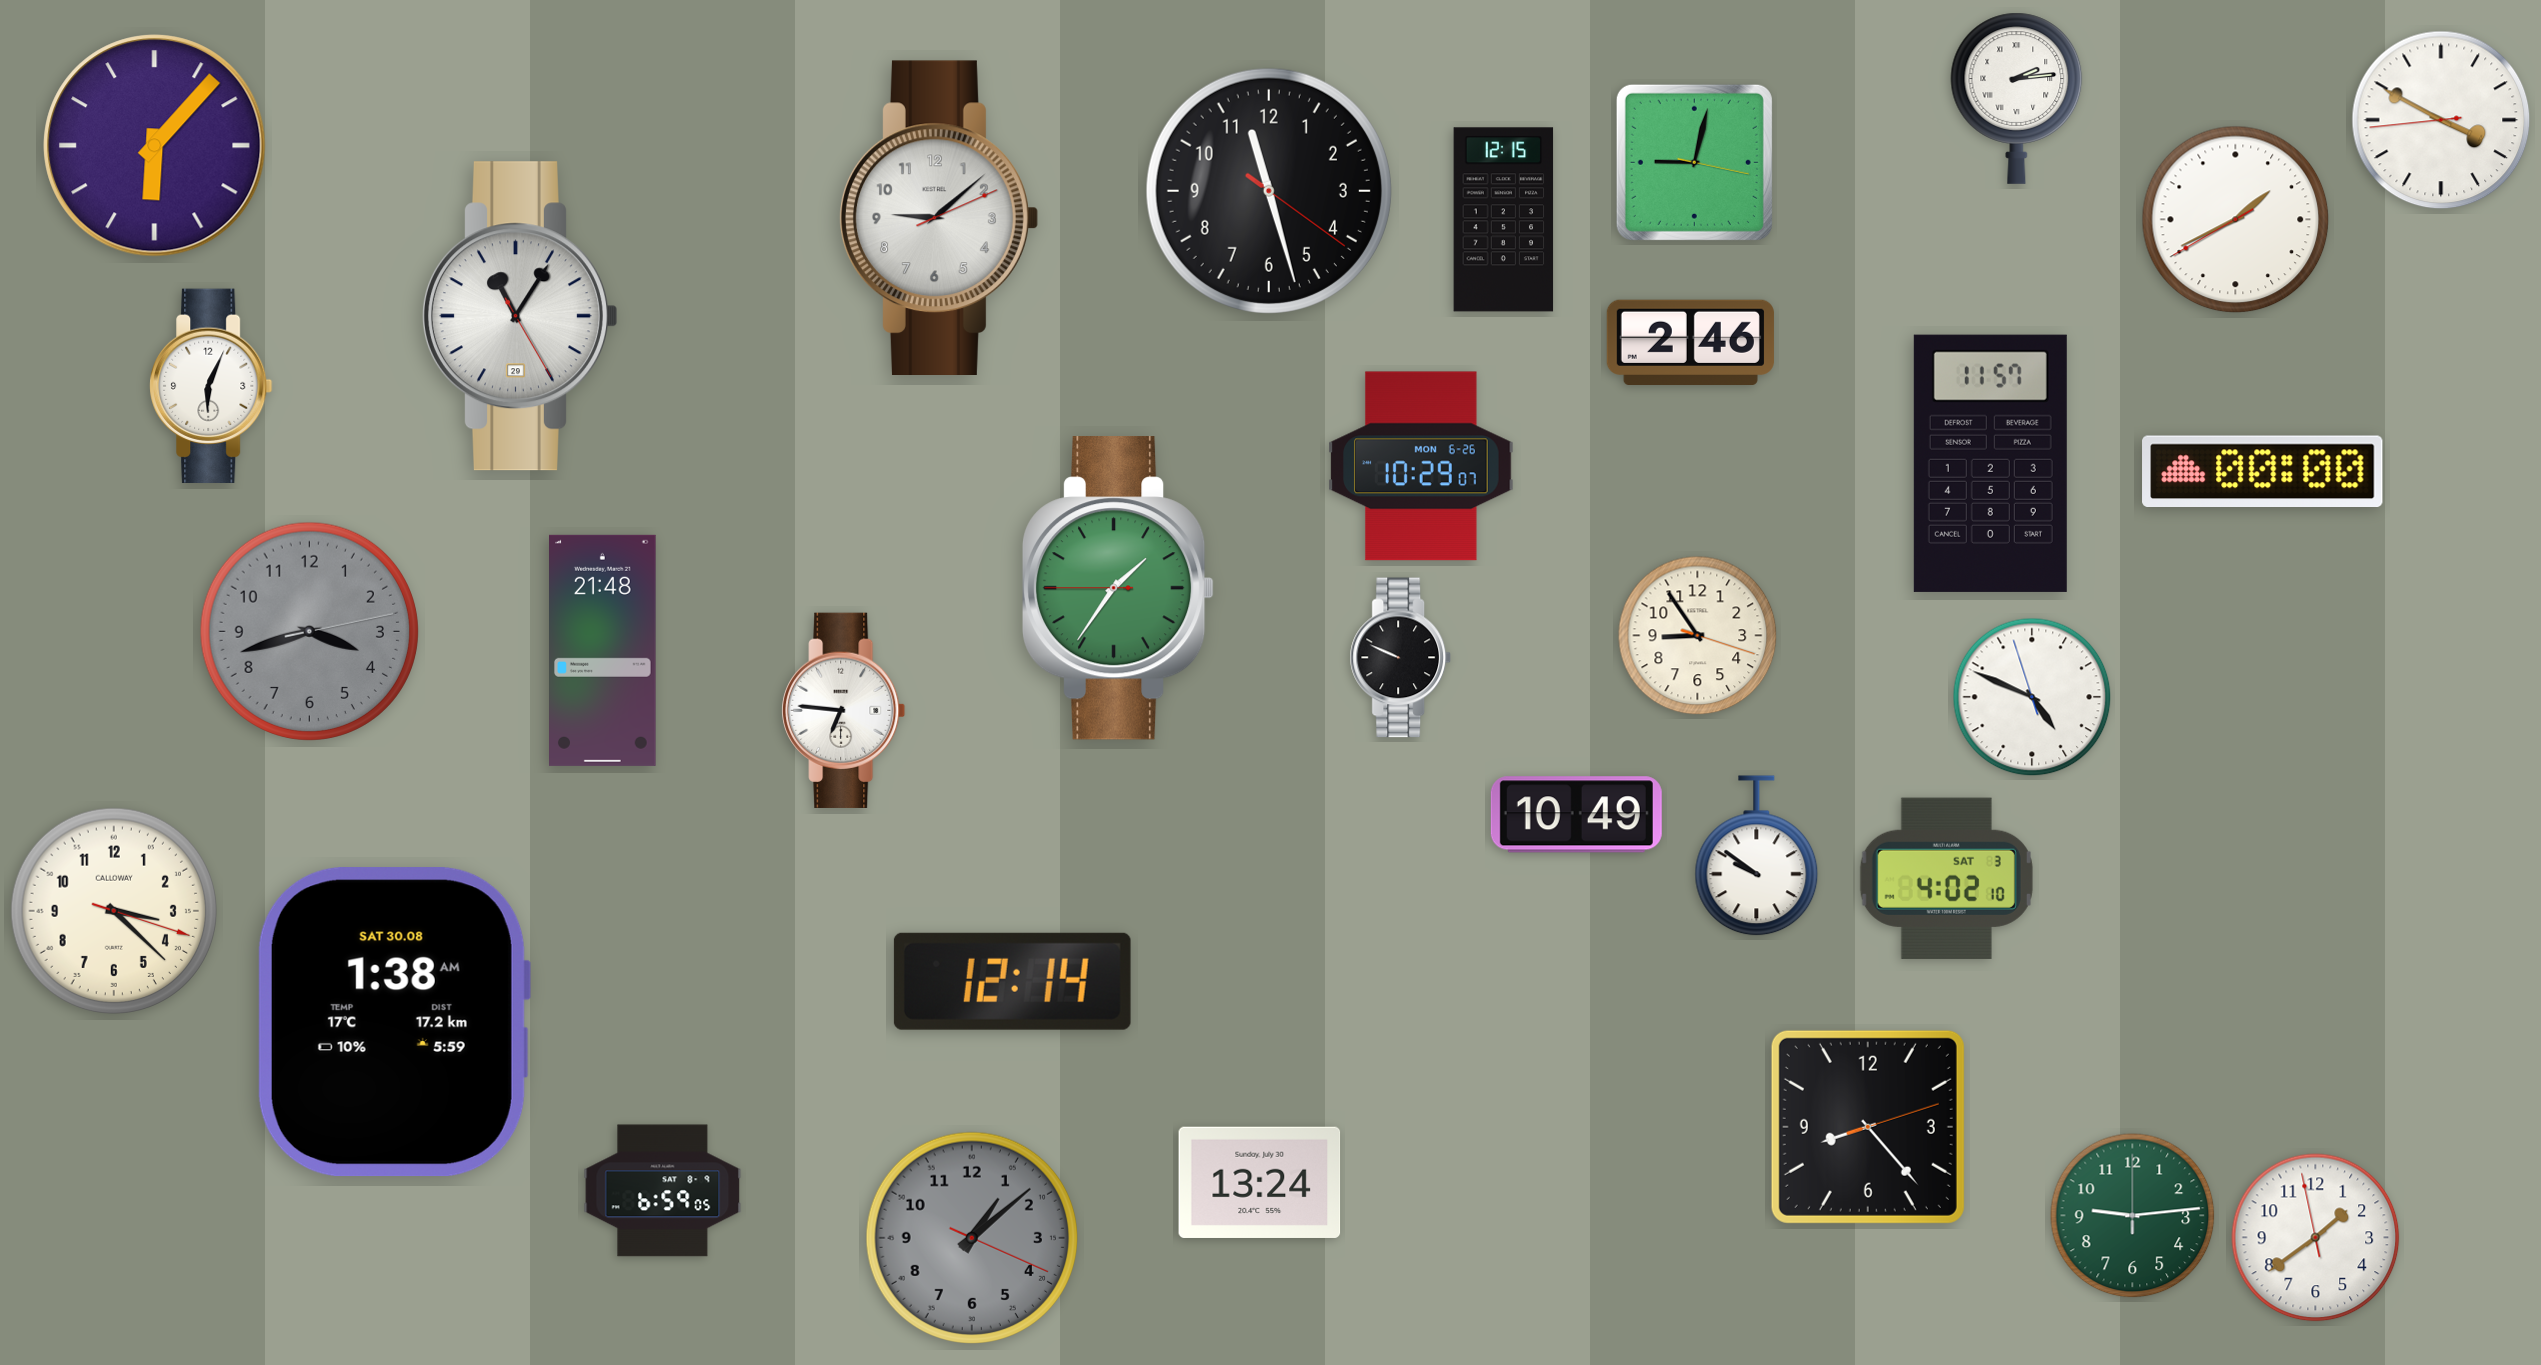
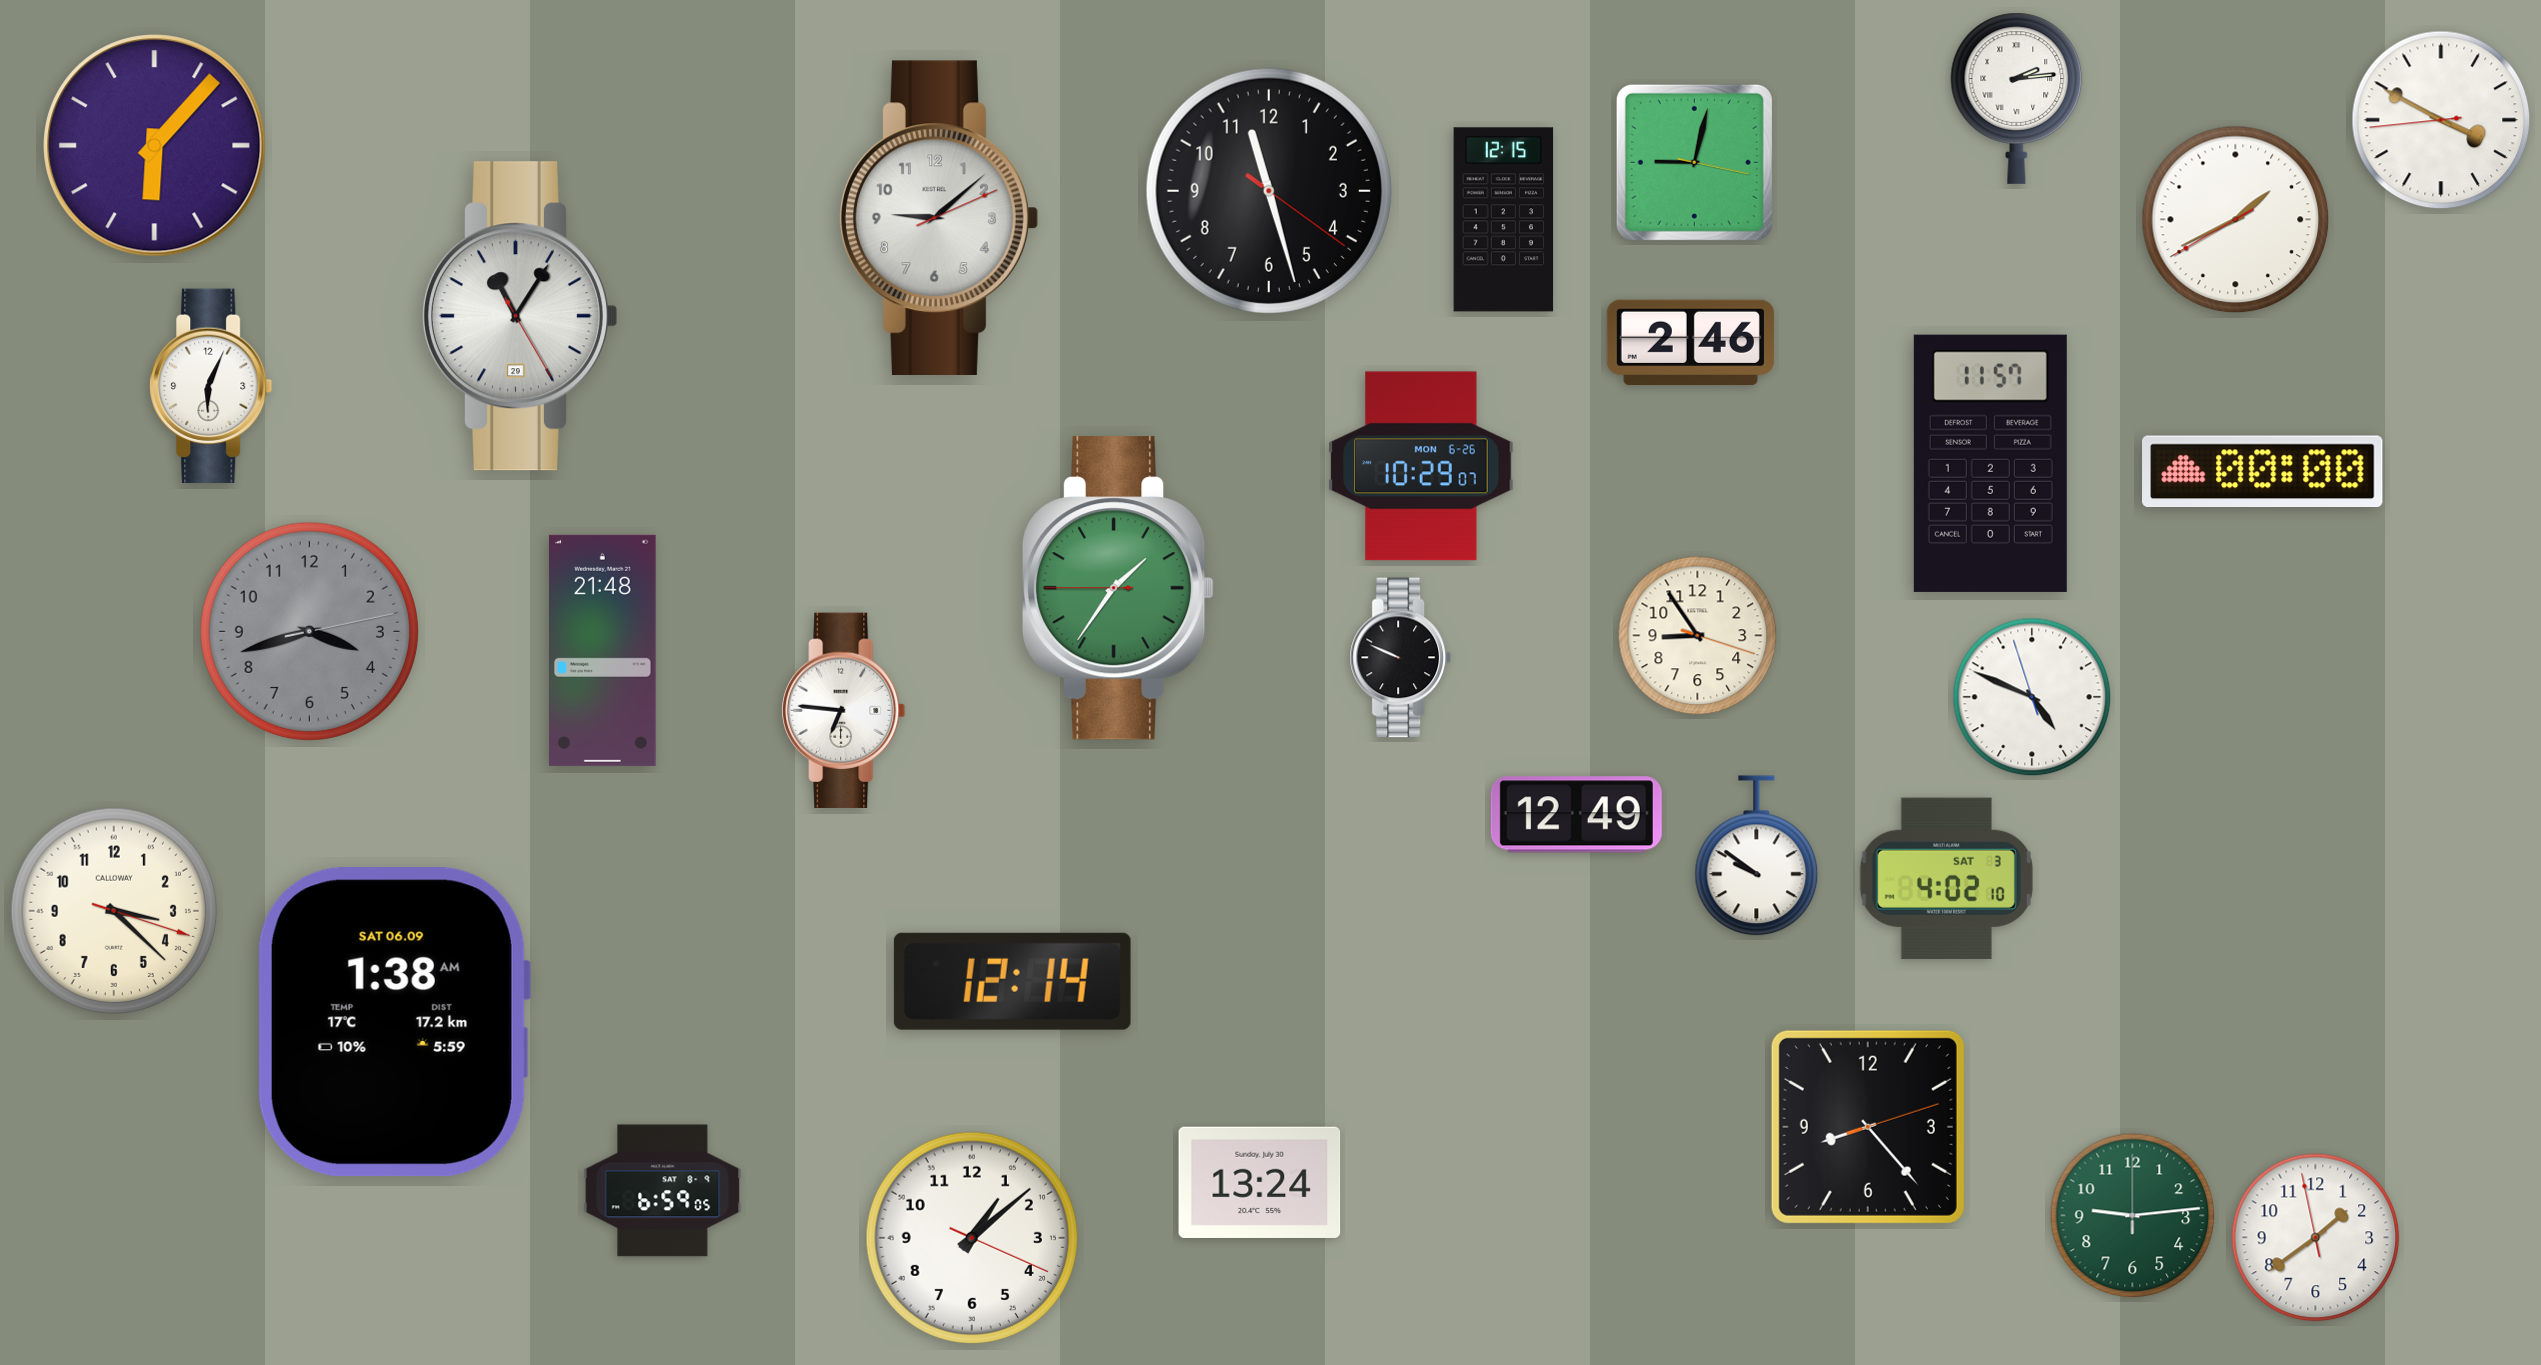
clock at (1576, 815): 10:49 -> 12:49
clock at (393, 1022) date: SAT 30.08 -> SAT 06.09
clock at (971, 1237) dial: grey -> white
